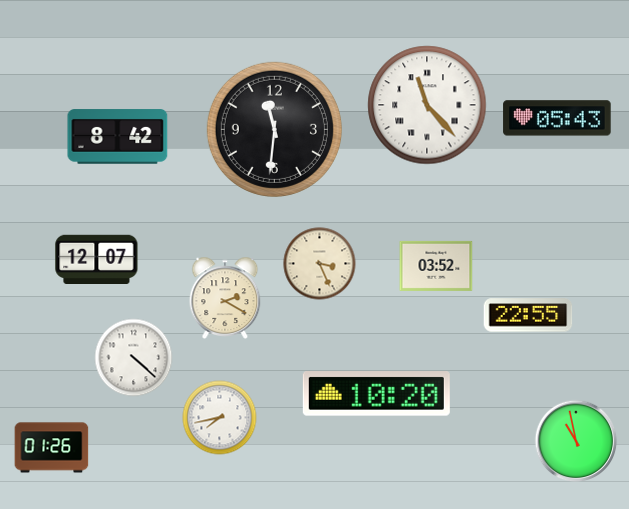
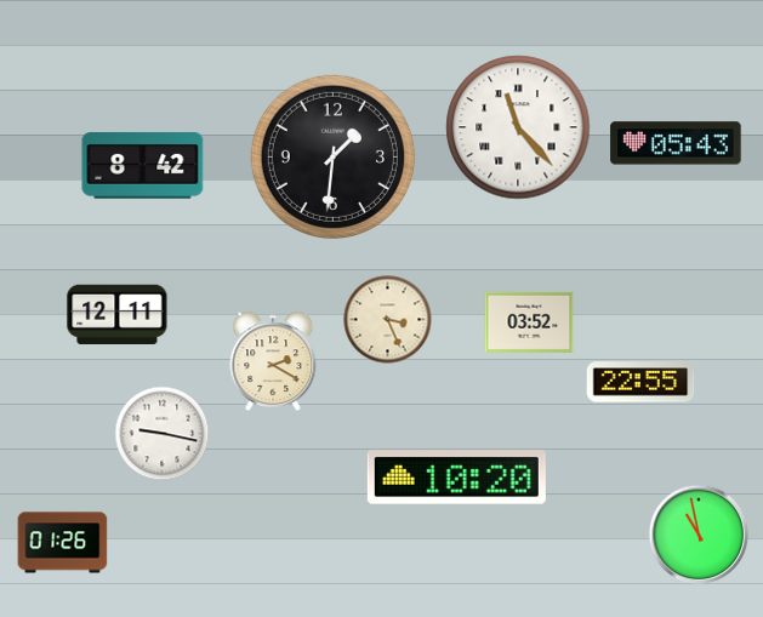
clock at (274, 129): 11:31 -> 1:31
clock at (97, 259): 12:07 -> 12:11
clock at (134, 358): 4:22 -> 9:17
clock at (220, 418): 7:43 -> none
